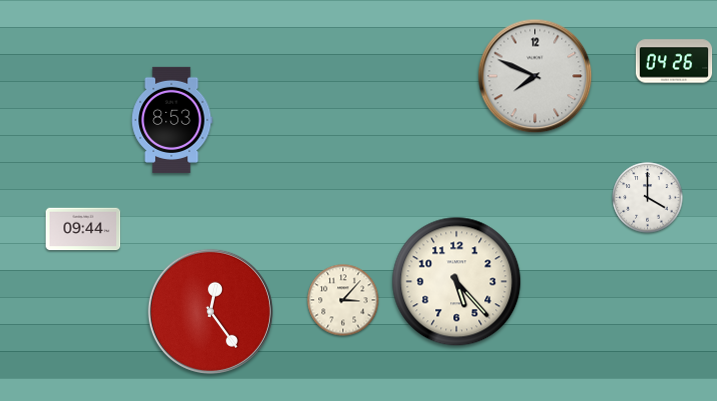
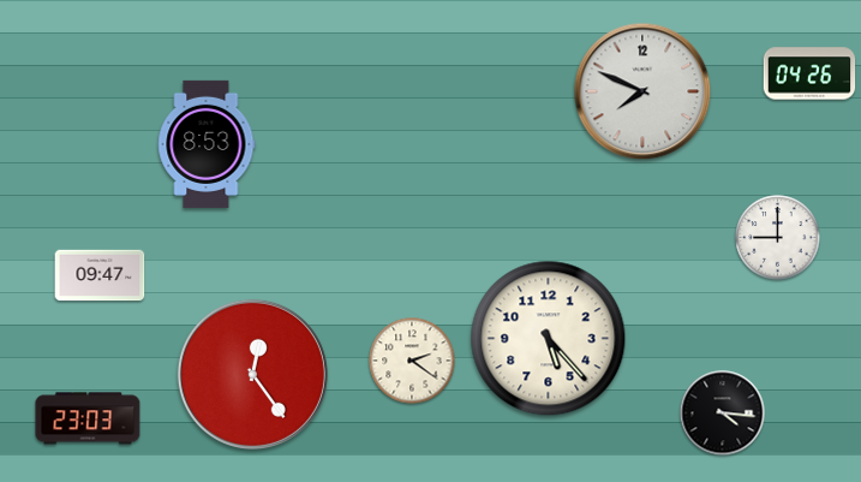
clock at (648, 198): 4:00 -> 9:00
clock at (83, 229): 09:44 -> 09:47
clock at (343, 300): 3:07 -> 2:21
clock at (723, 413): none -> 4:16
clock at (88, 418): none -> 23:03
